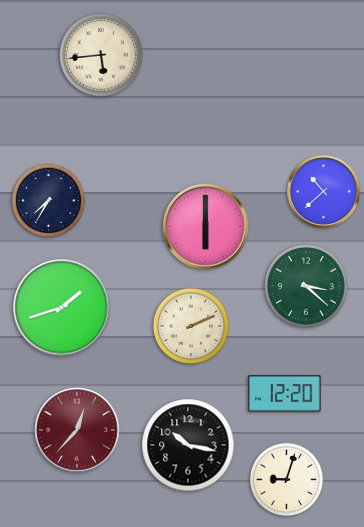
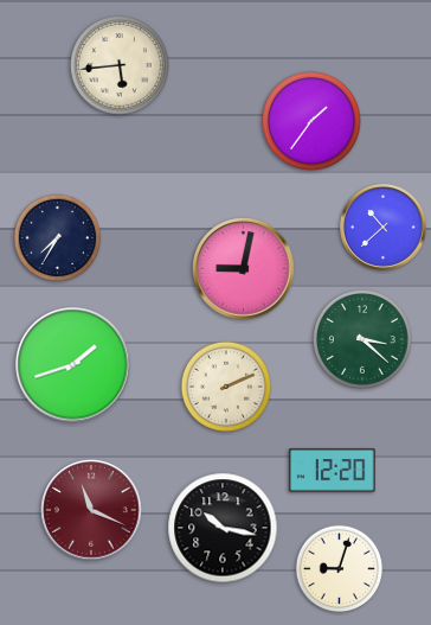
clock at (313, 122): none -> 1:36
clock at (206, 227): 6:00 -> 9:02
clock at (285, 394) position: (285, 394) -> (333, 471)
clock at (77, 430): 12:37 -> 11:19
